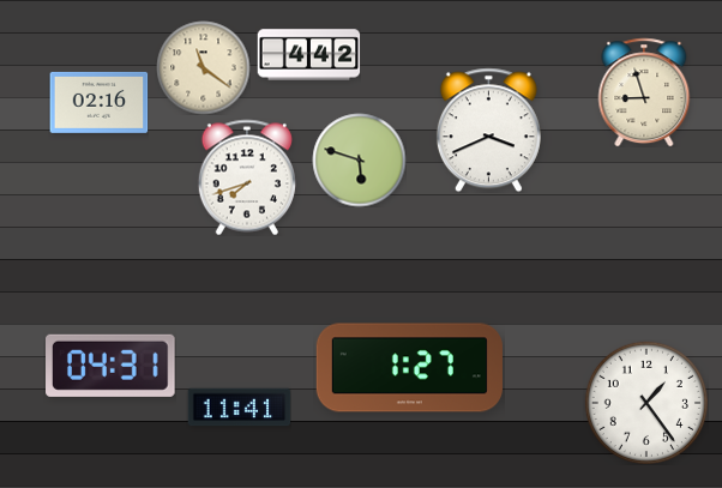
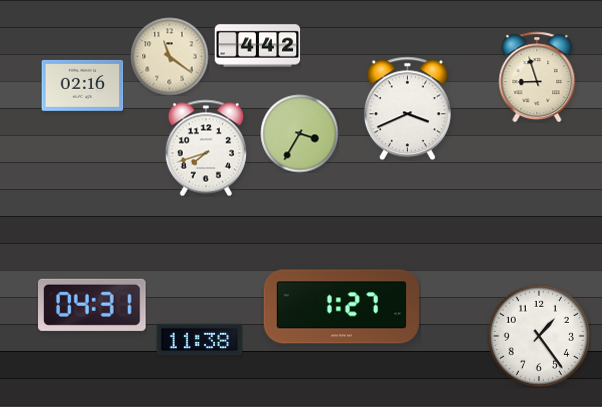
clock at (359, 159): 5:48 -> 3:35
clock at (239, 408): 11:41 -> 11:38
